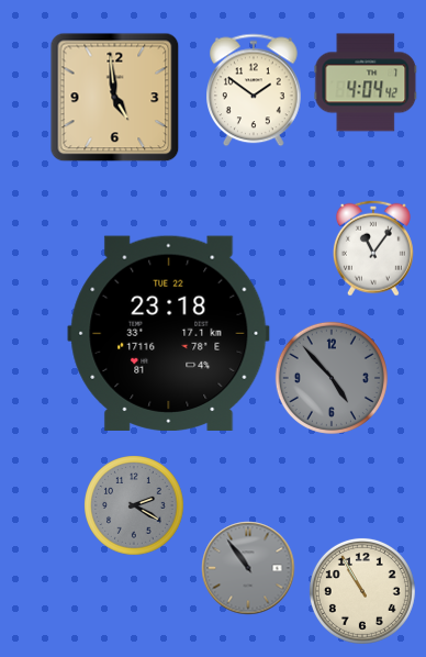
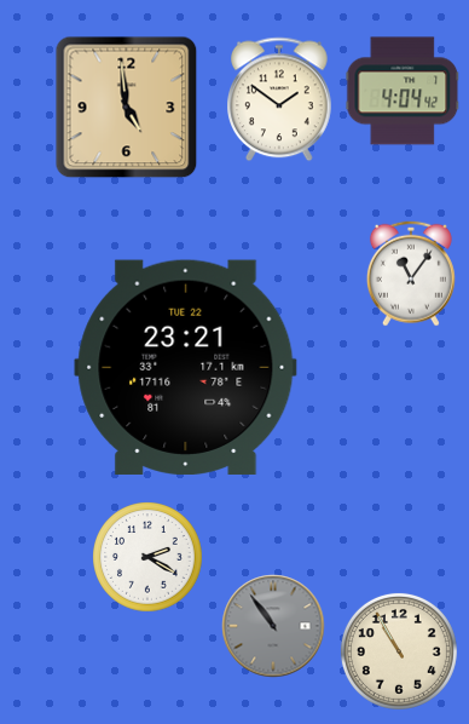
clock at (169, 333): 23:18 -> 23:21
clock at (332, 378): 4:53 -> none
clock at (134, 505) dial: grey -> white
